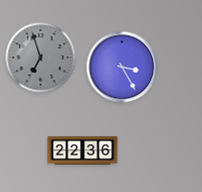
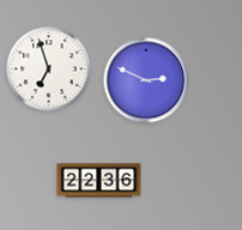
clock at (41, 58) dial: grey -> white
clock at (122, 67): 3:25 -> 2:49
